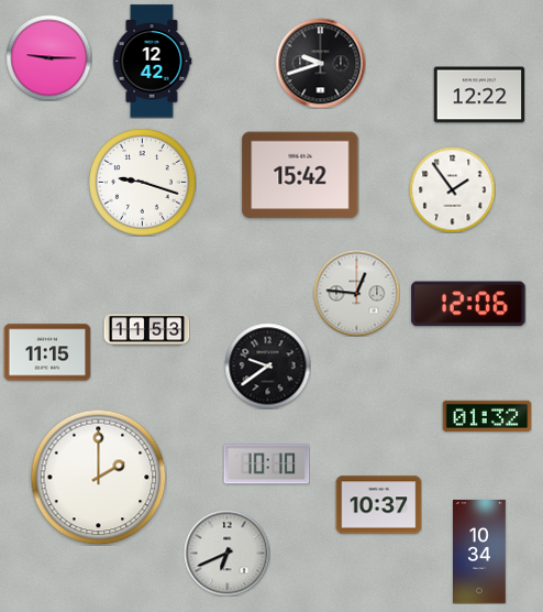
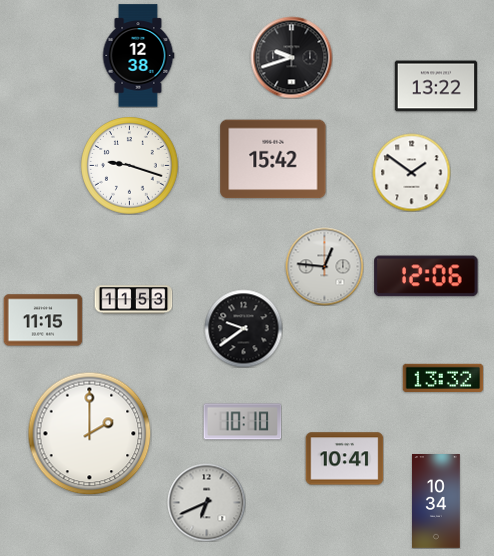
clock at (48, 57): 9:15 -> none
clock at (152, 62): 12:42 -> 12:38
clock at (479, 95): 12:22 -> 13:22
clock at (452, 189): 1:54 -> 1:51
clock at (267, 365) position: (267, 365) -> (243, 328)
clock at (487, 415): 01:32 -> 13:32
clock at (378, 505): 10:37 -> 10:41
